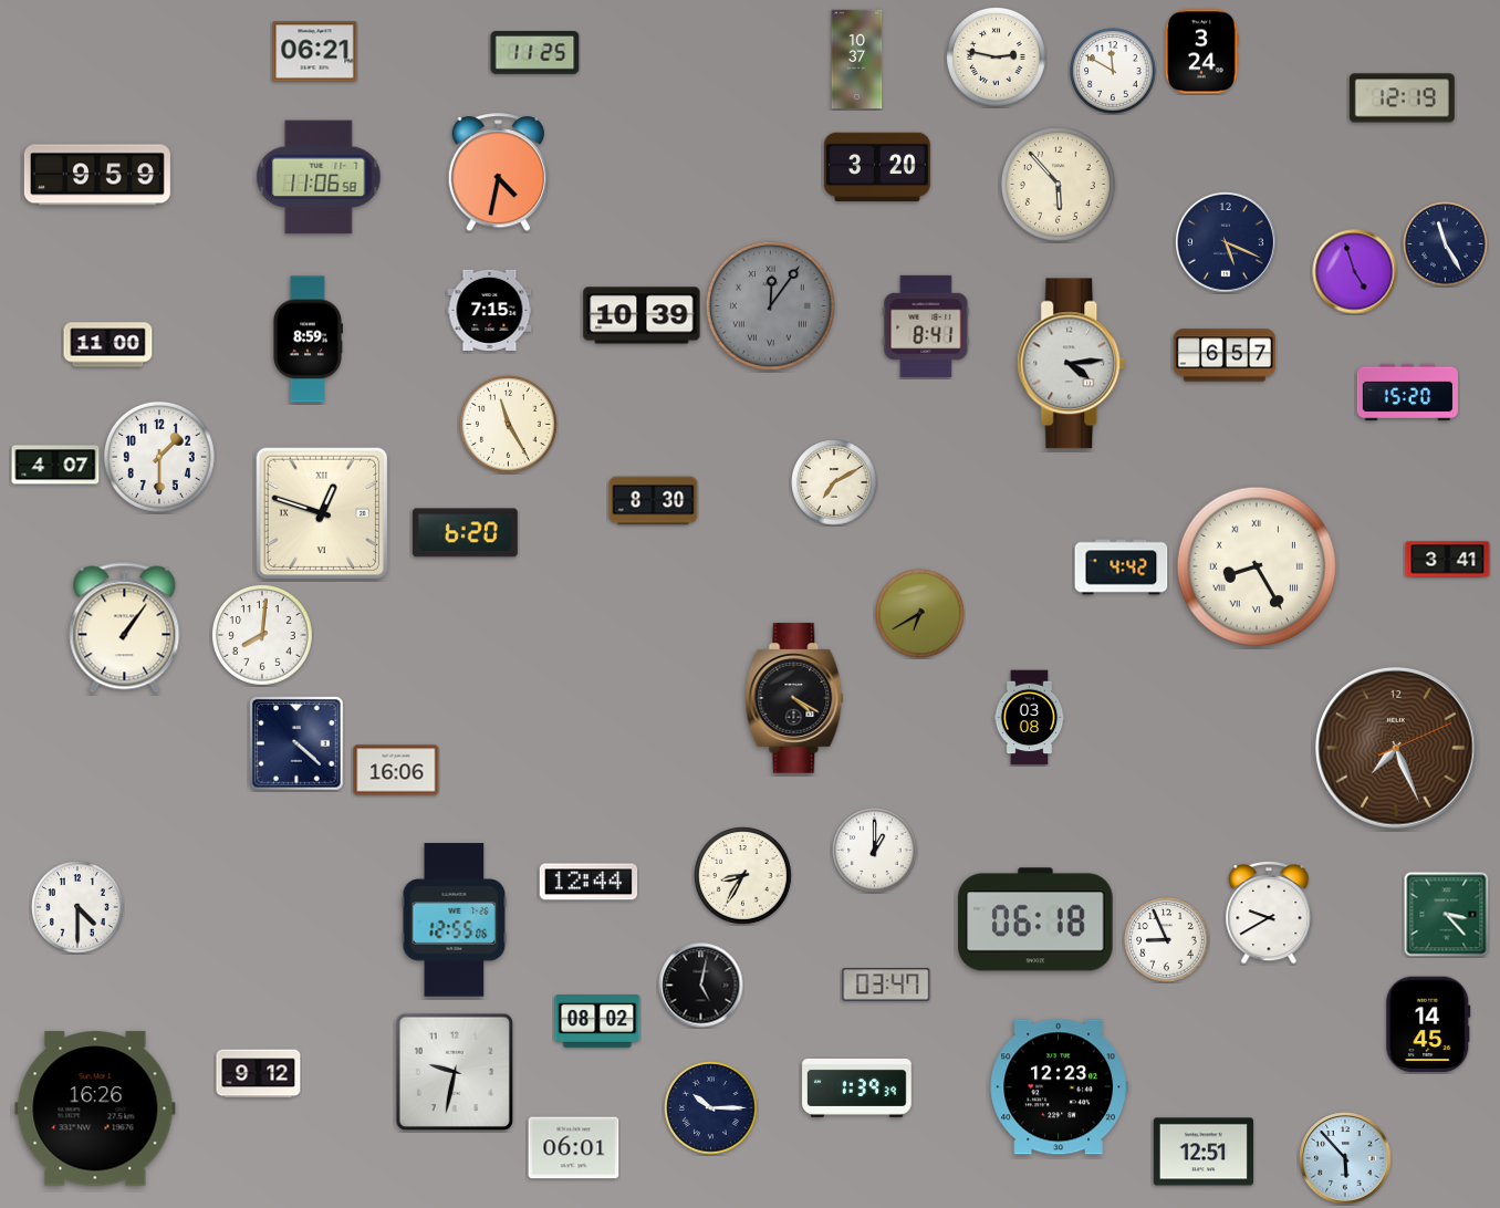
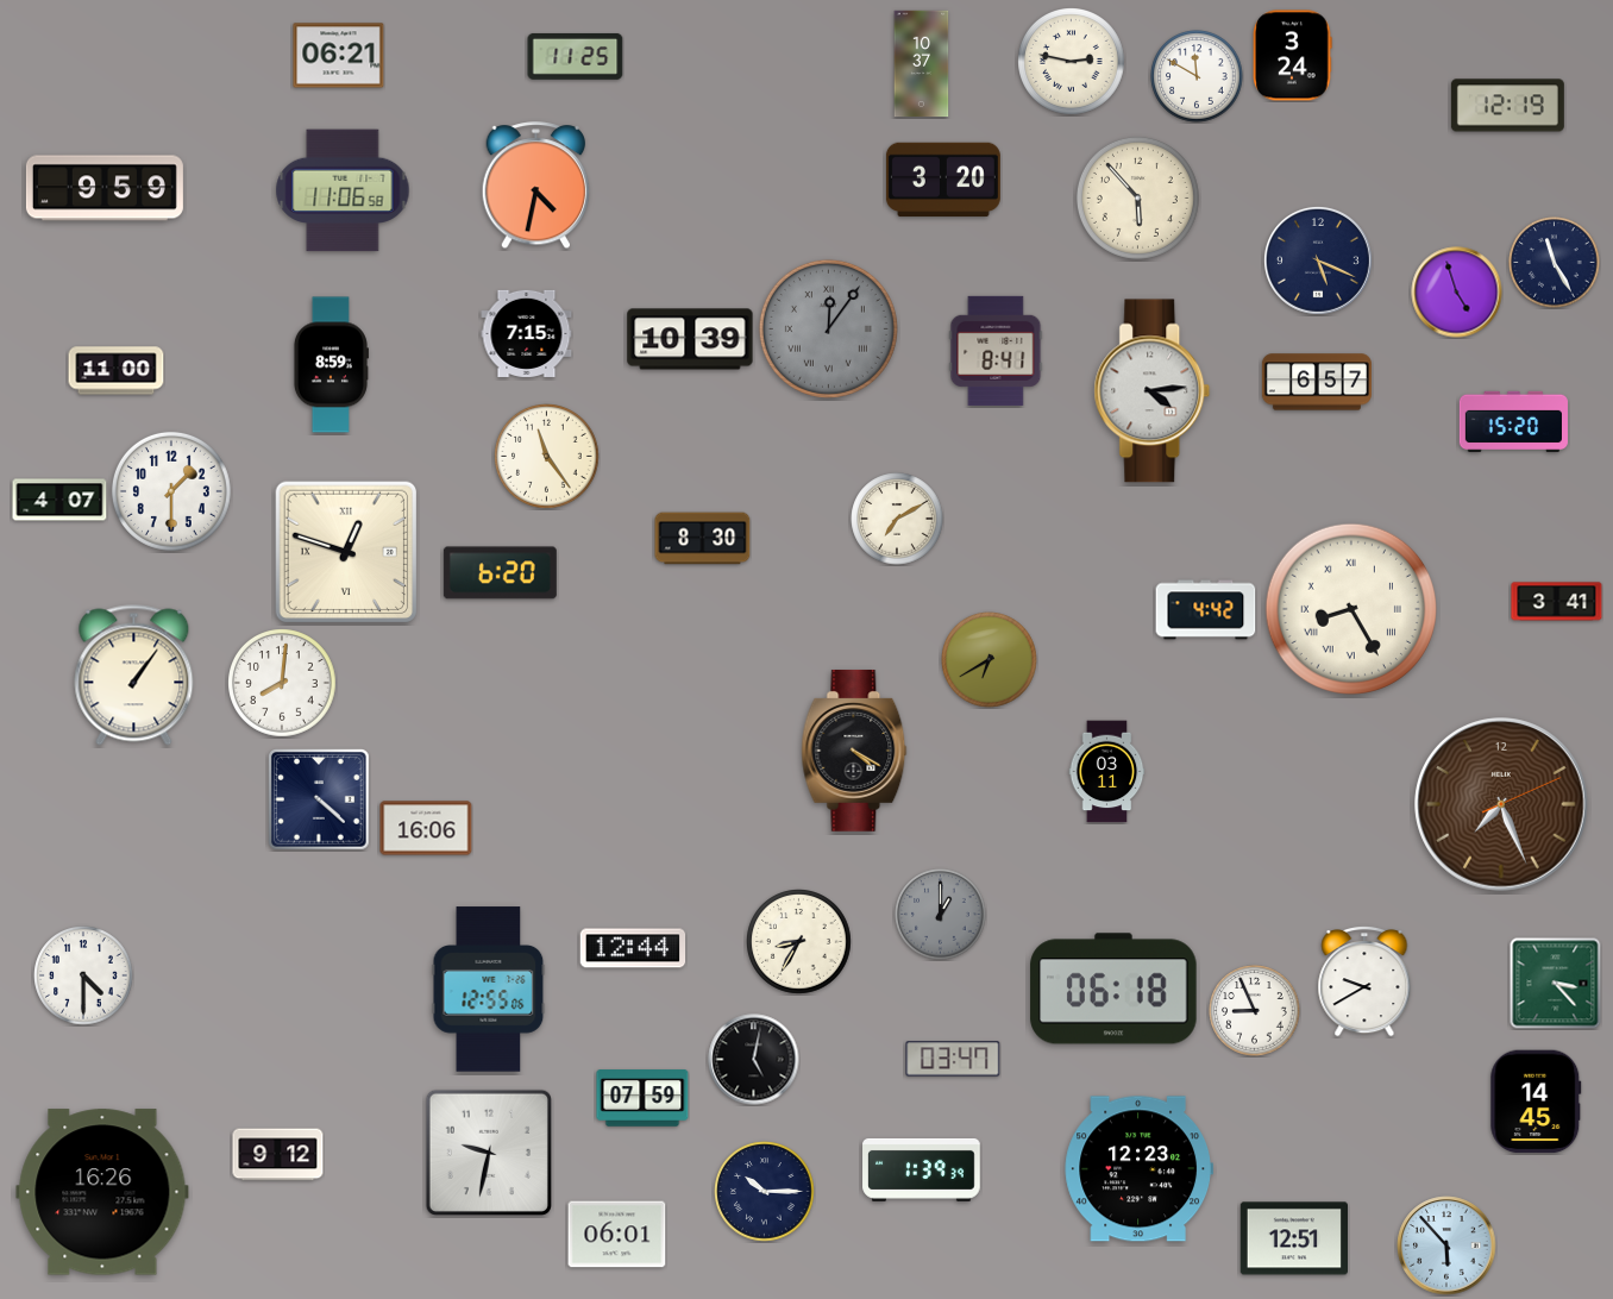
clock at (509, 425): 11:25 -> 11:24
clock at (1030, 718): 03:08 -> 03:11
clock at (875, 851) dial: white -> grey
clock at (597, 1021): 08:02 -> 07:59
